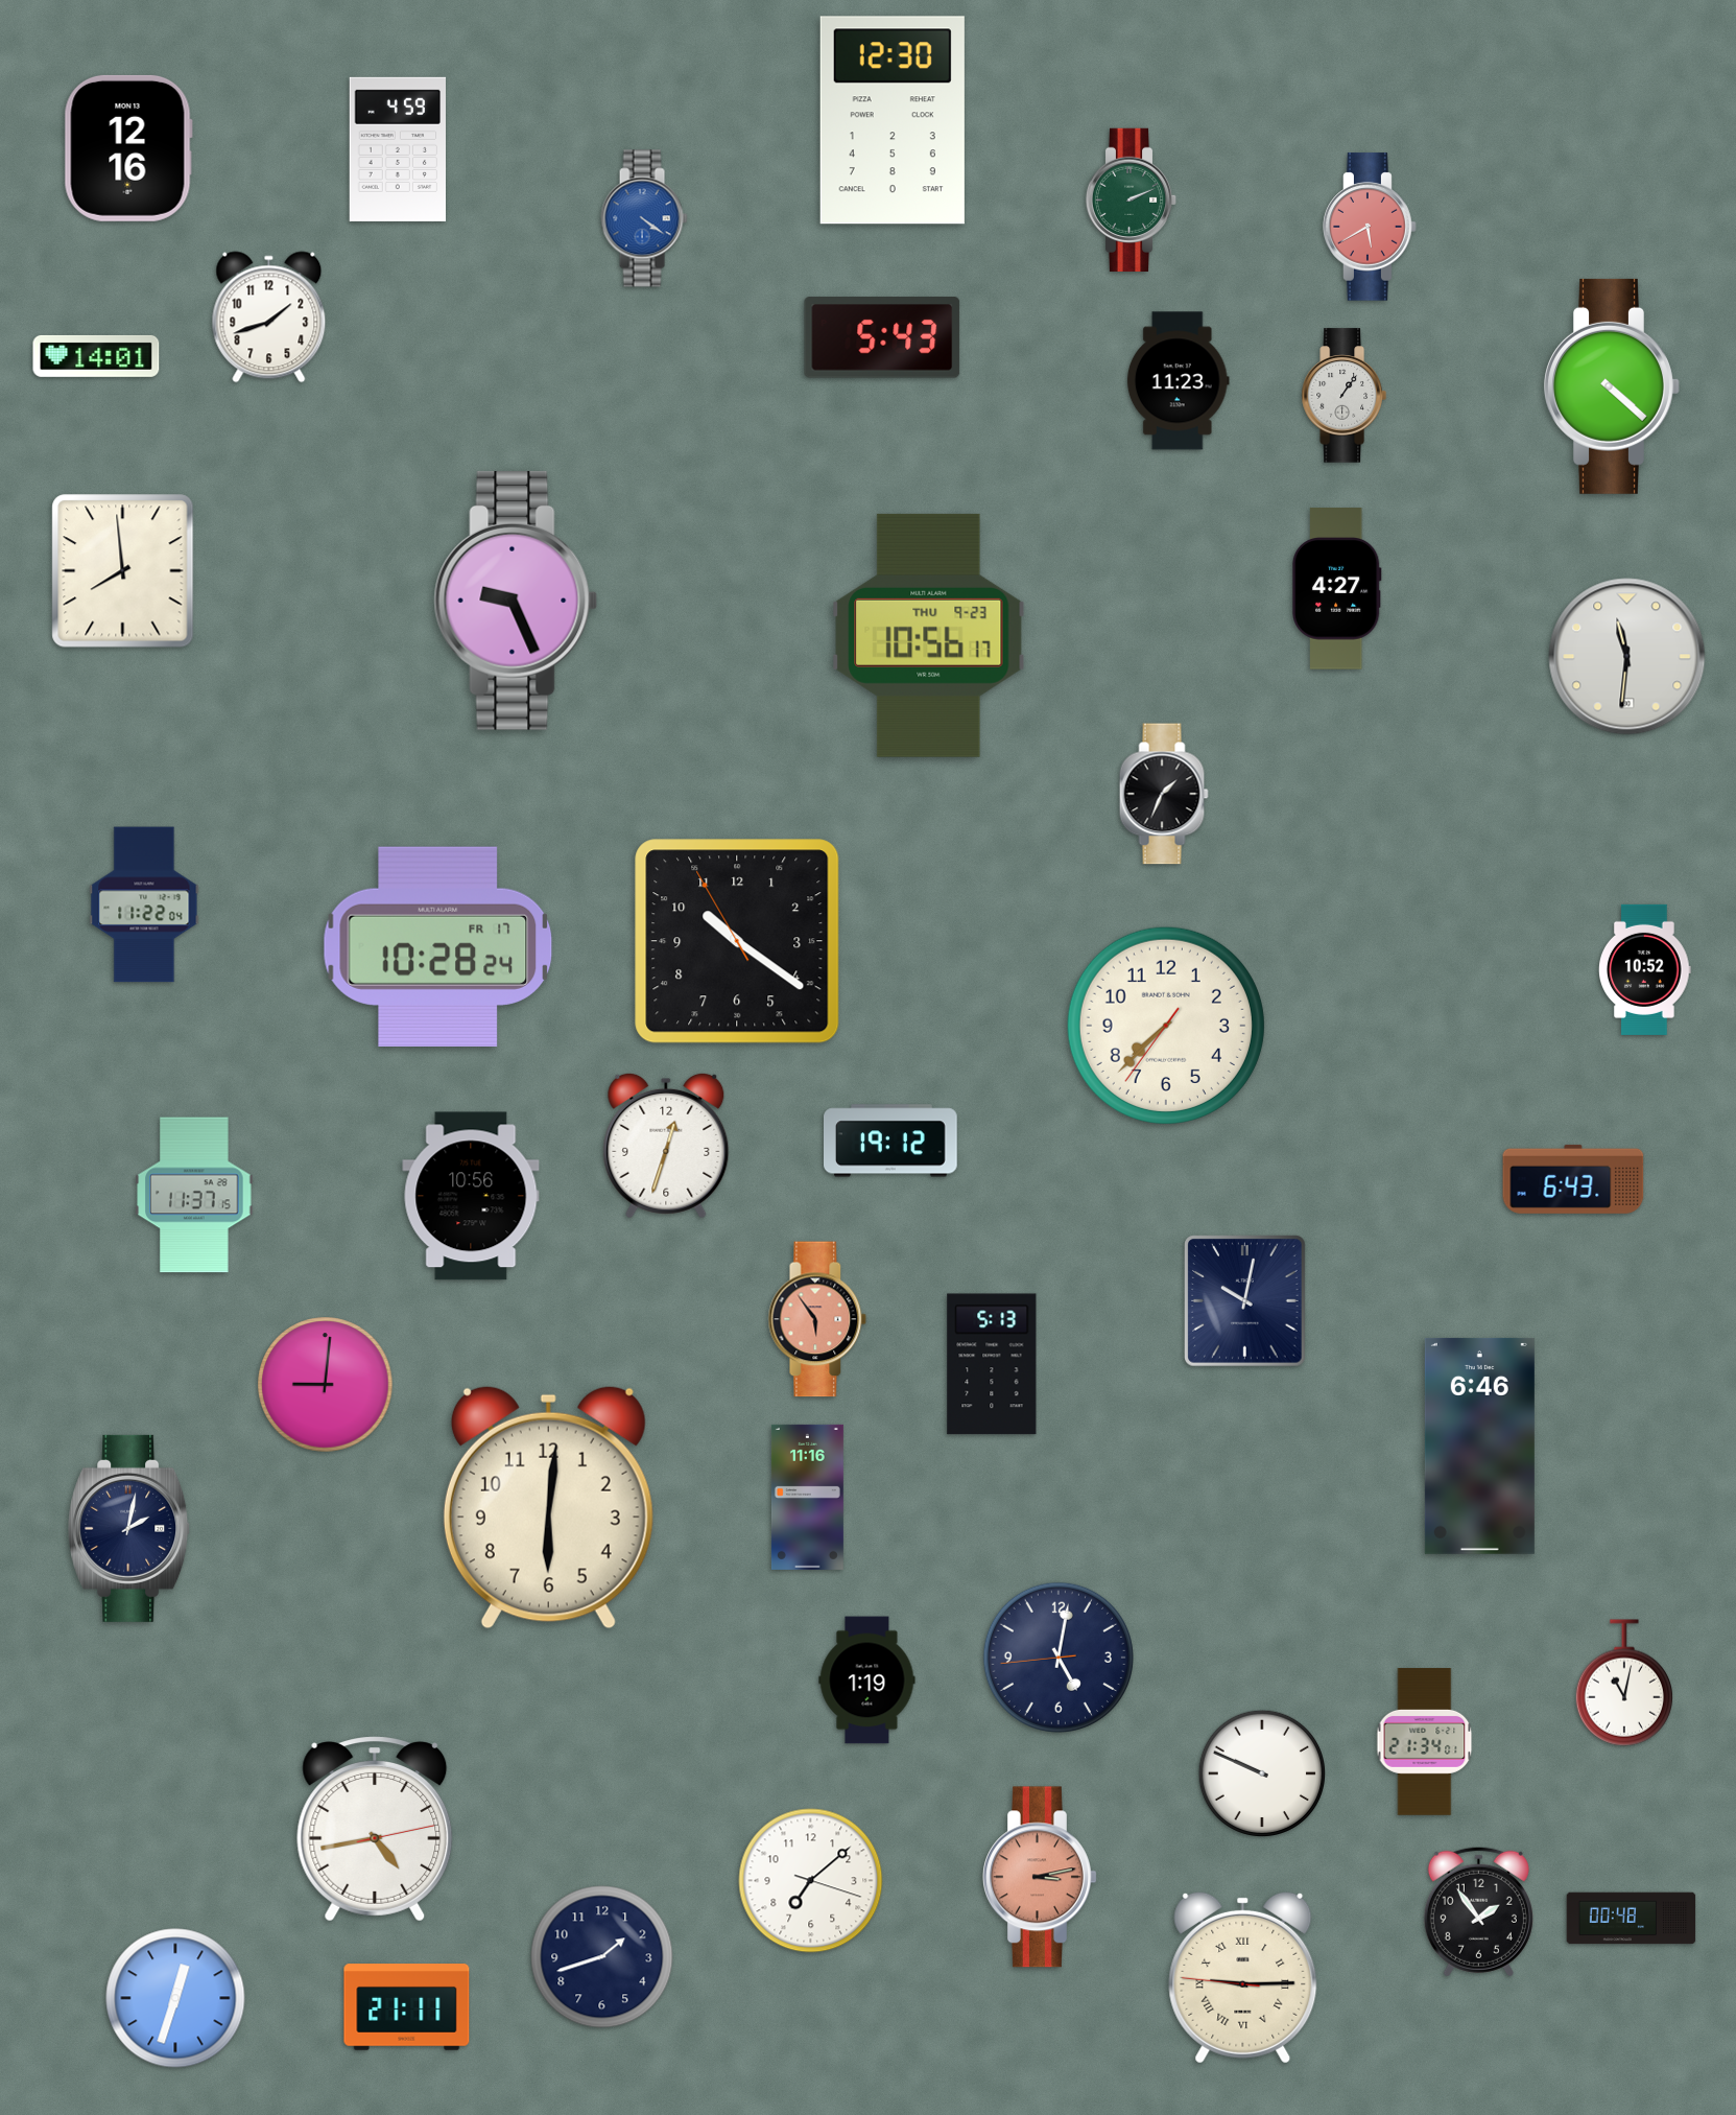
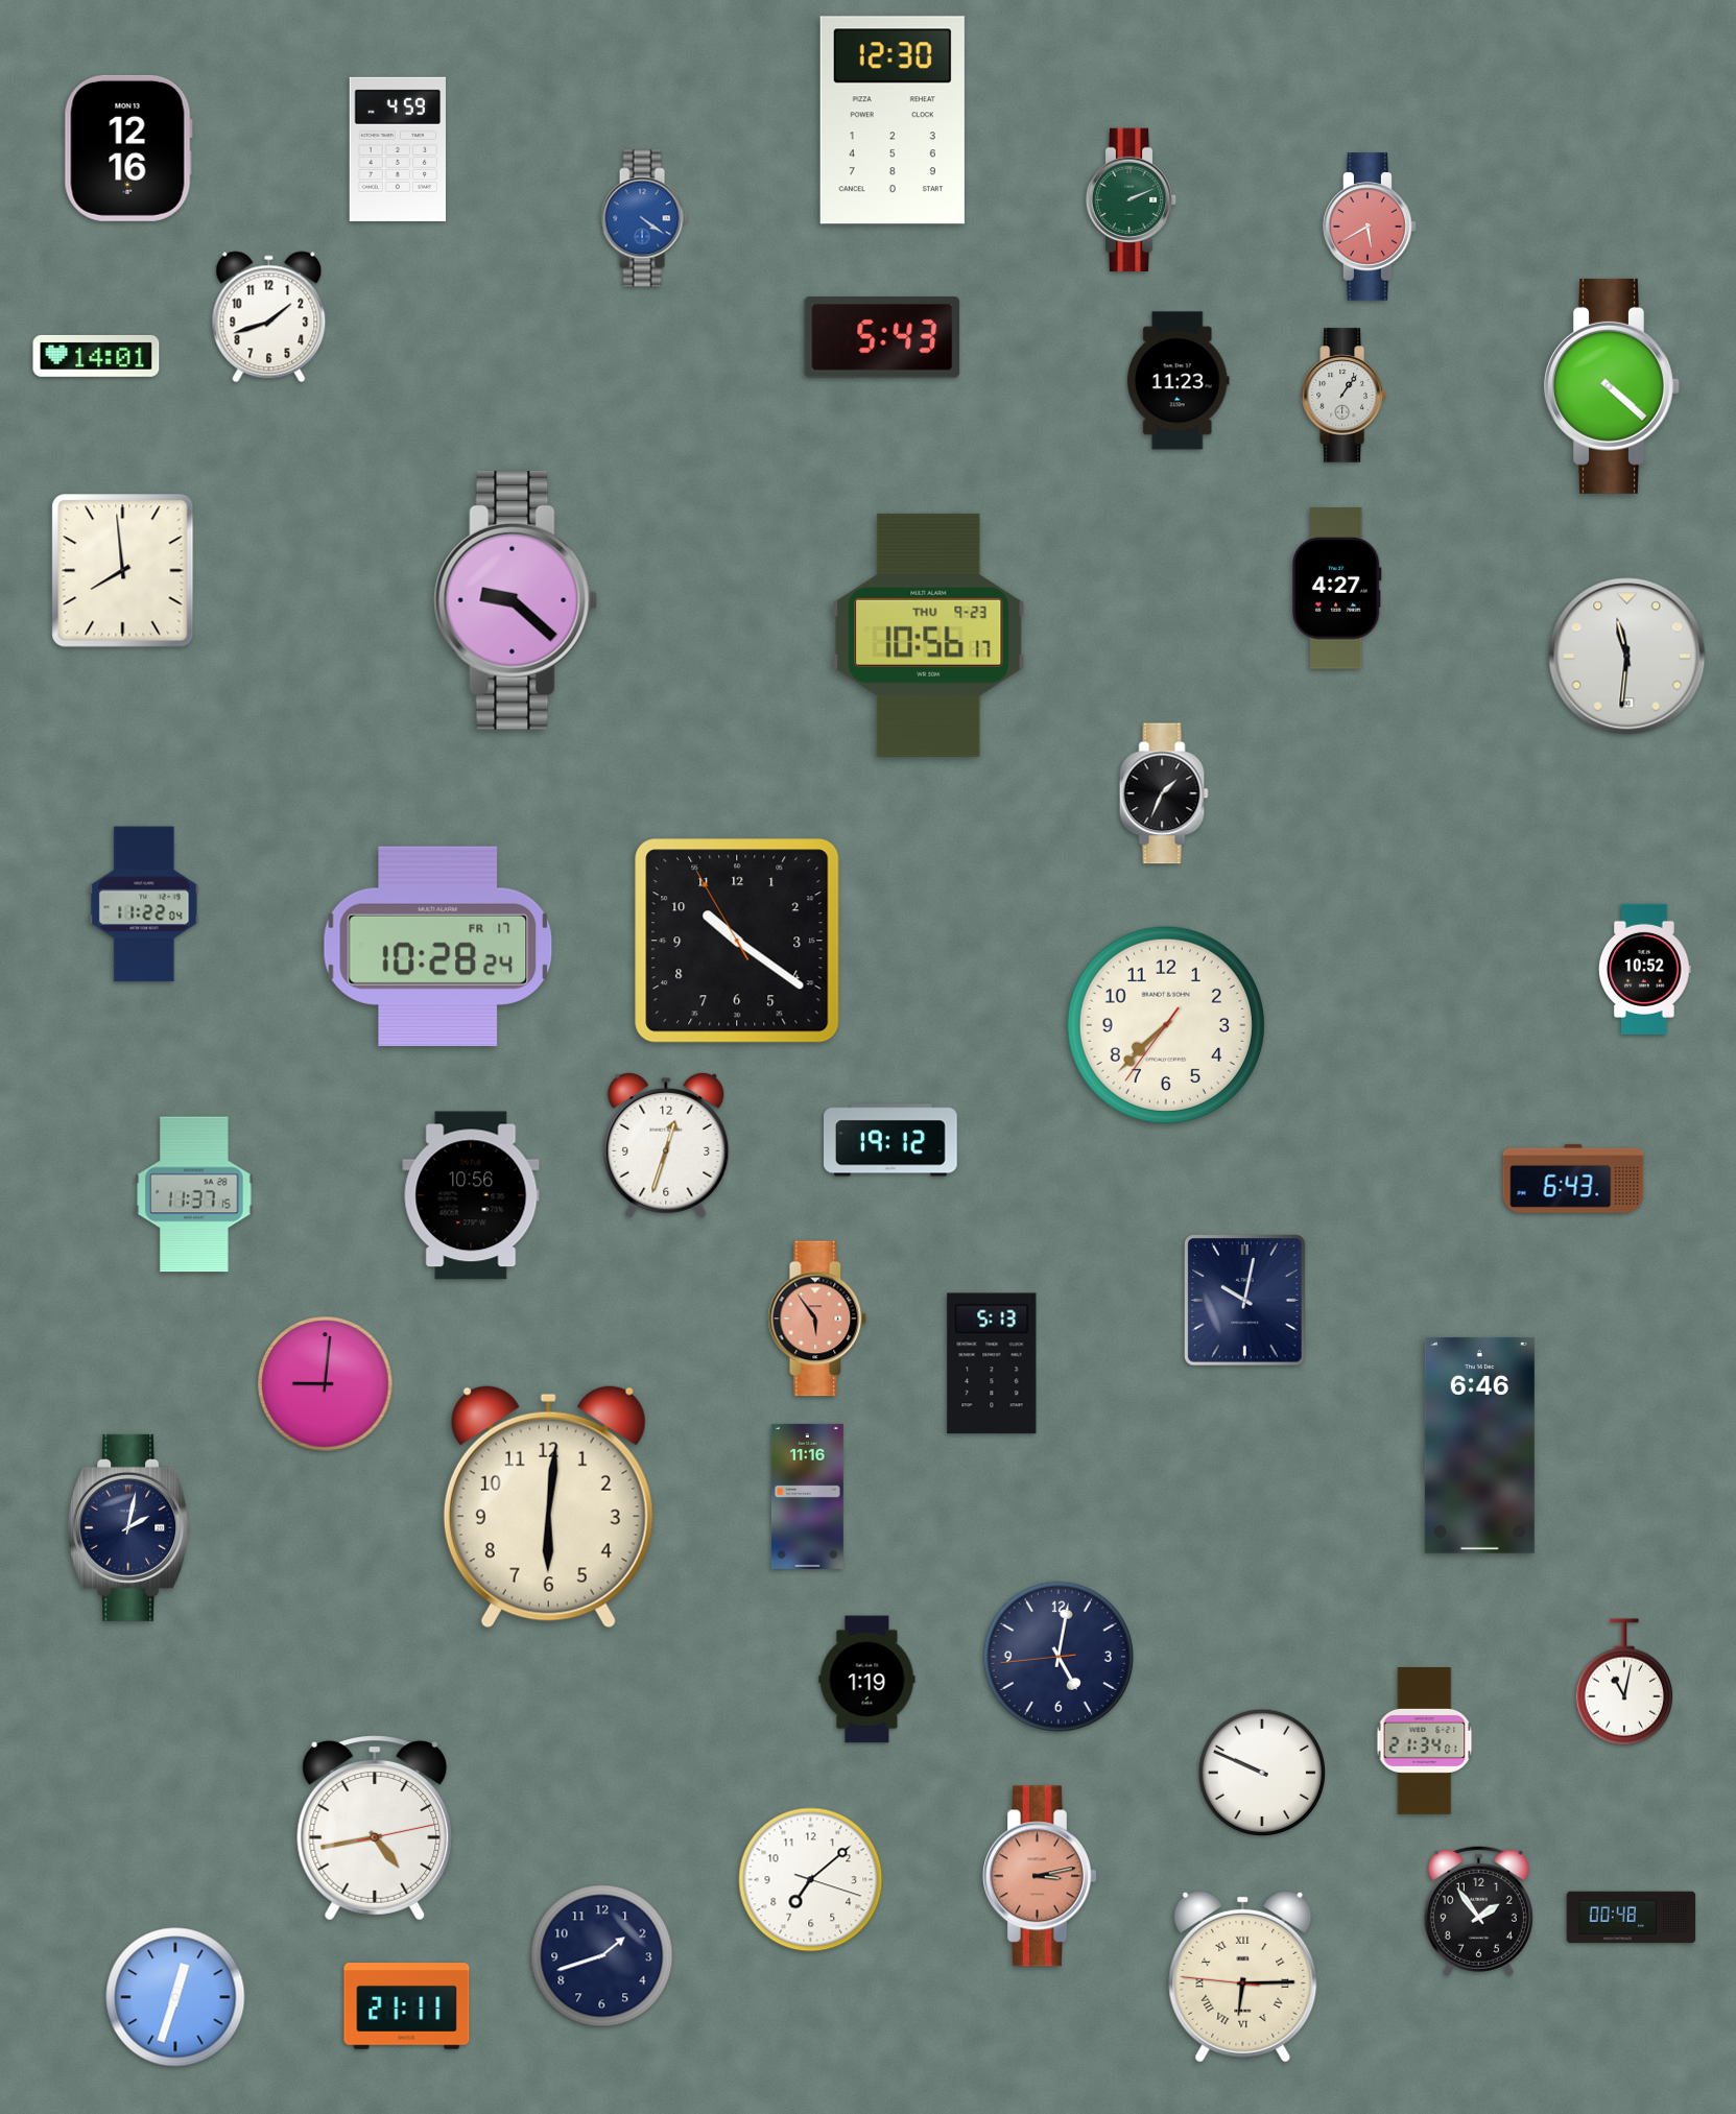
clock at (516, 601): 9:26 -> 9:22
clock at (1243, 1977): 9:14 -> 6:14
